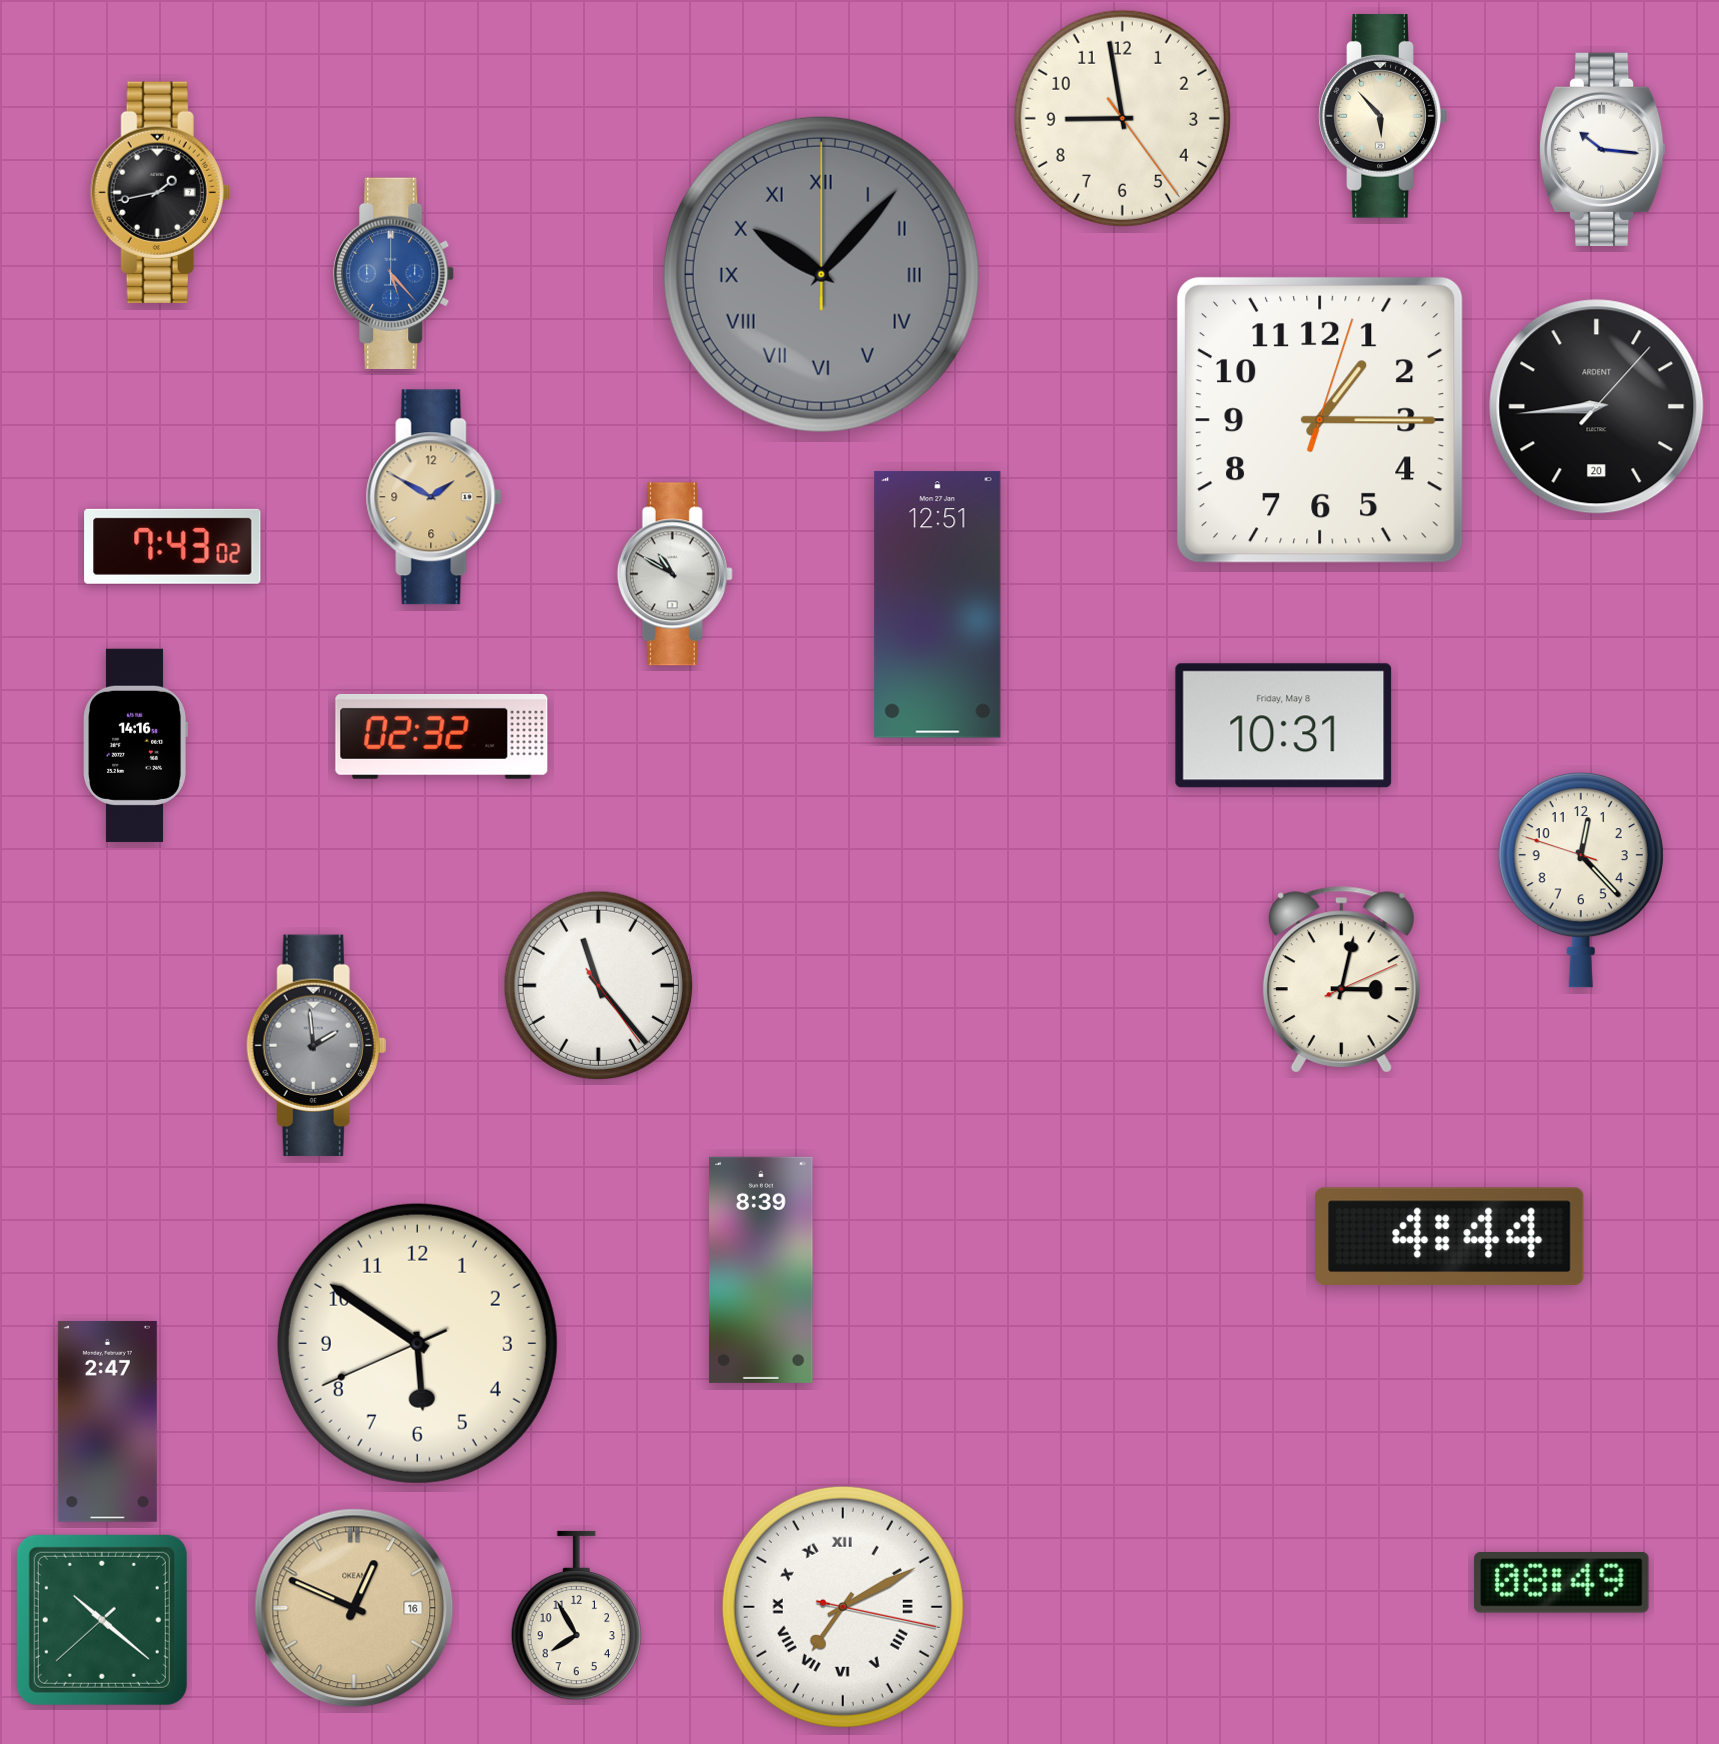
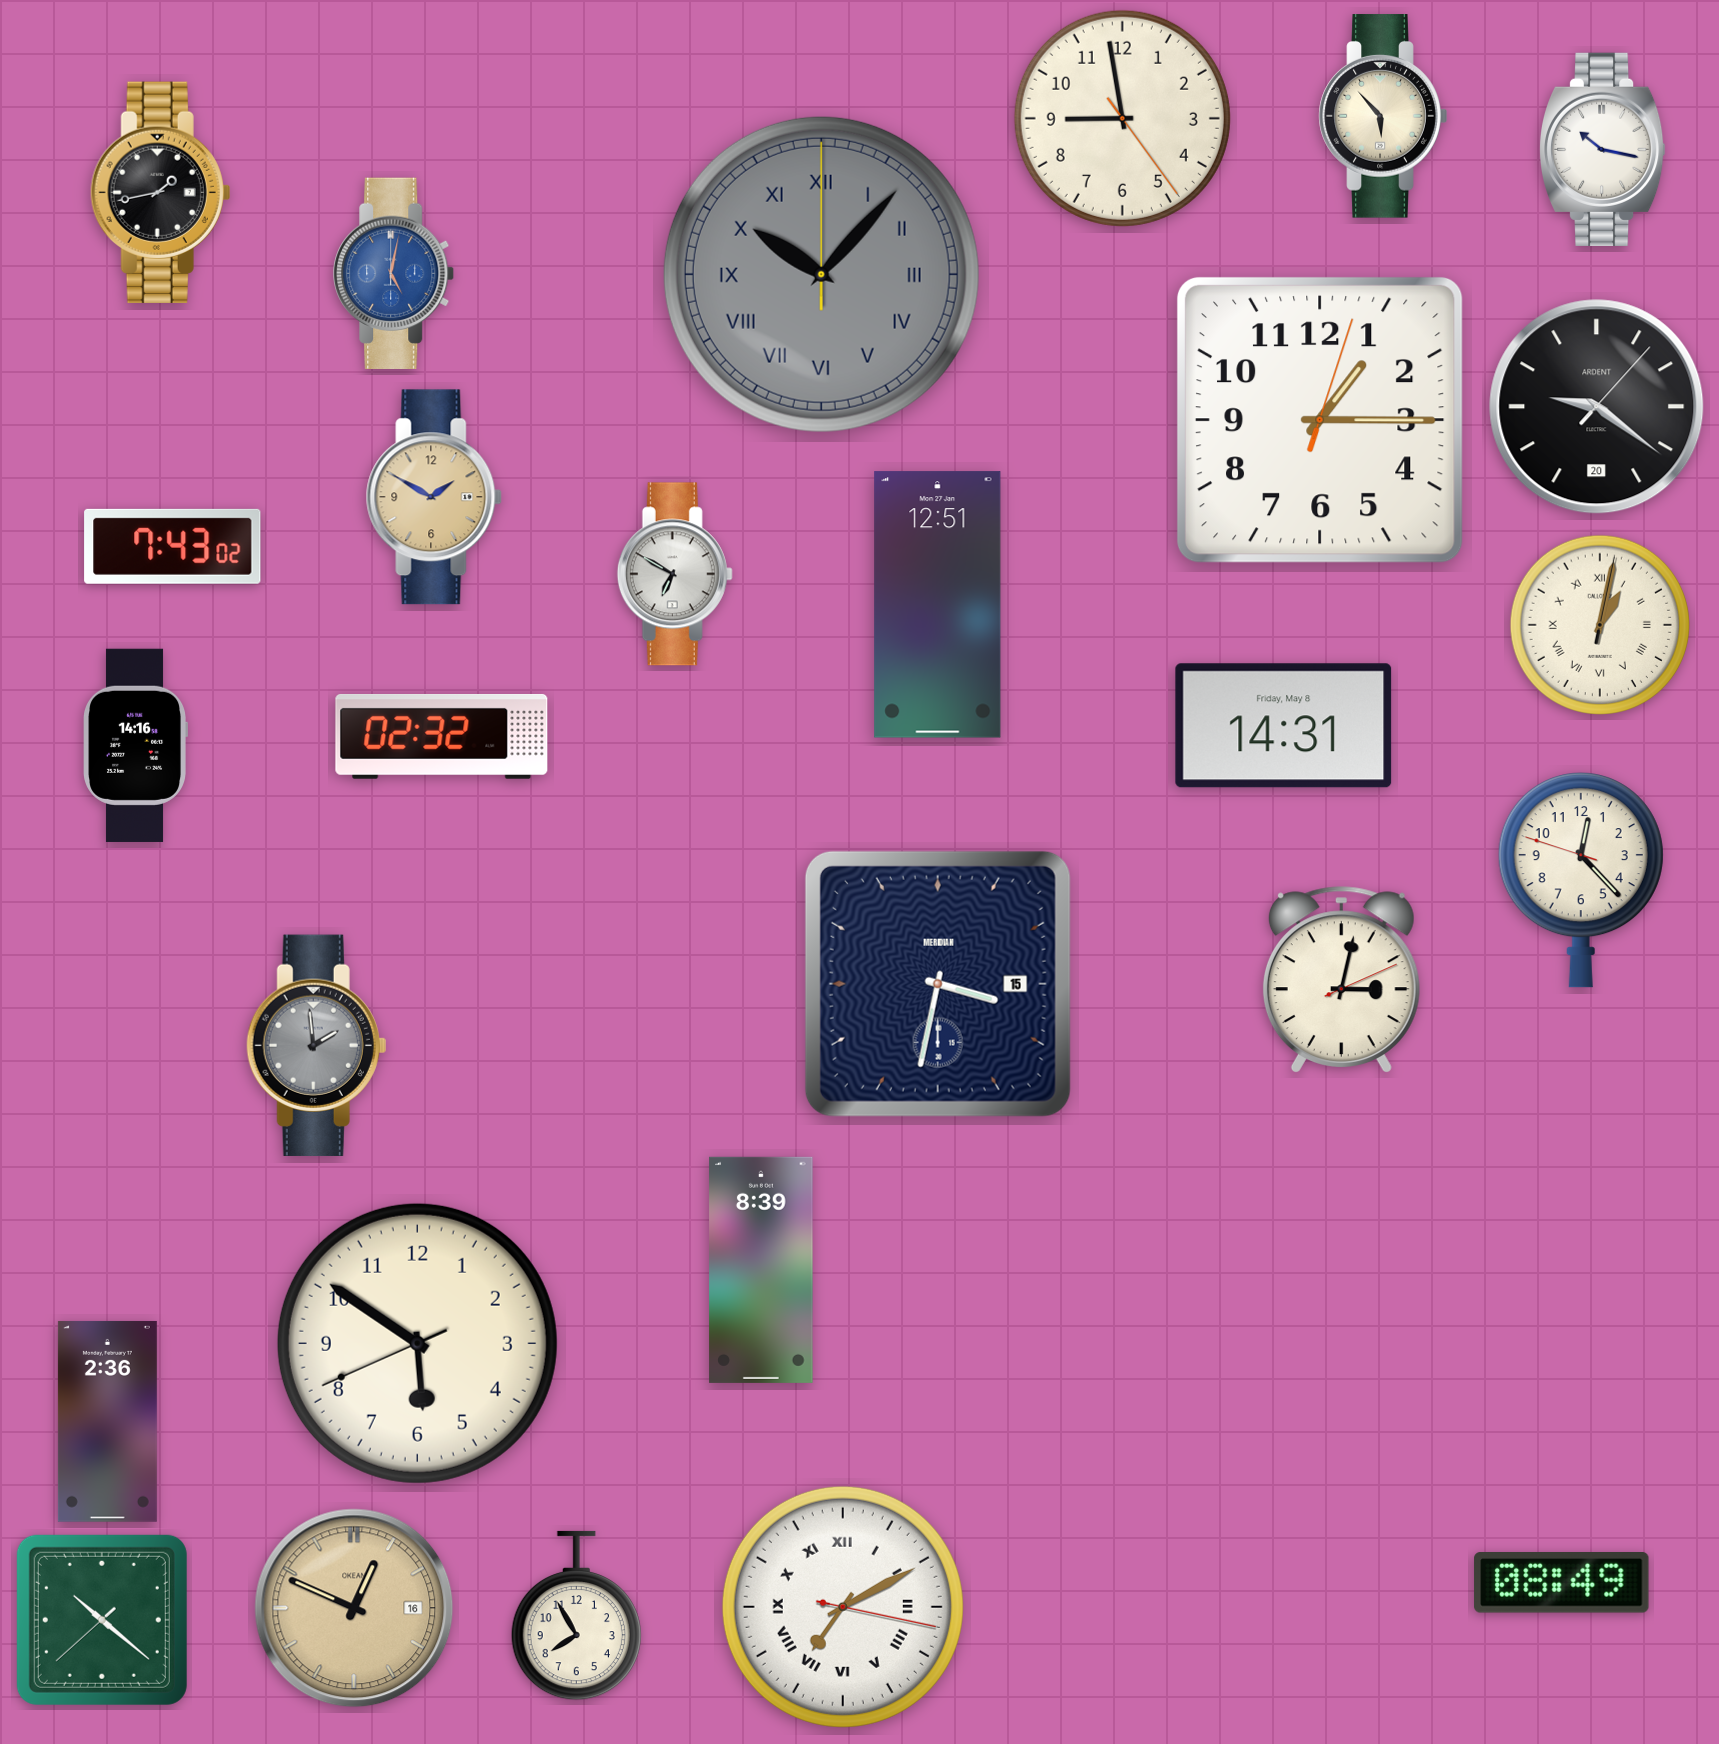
clock at (1602, 149): 10:16 -> 10:17
clock at (394, 273): 5:23 -> 5:02
clock at (1597, 407): 8:44 -> 9:21
clock at (675, 574): 10:50 -> 6:50
clock at (1600, 625): none -> 1:02
clock at (1284, 726): 10:31 -> 14:31
clock at (938, 984): none -> 3:32
clock at (598, 985): 11:23 -> none
clock at (1450, 1236): 4:44 -> none
clock at (107, 1421): 2:47 -> 2:36
